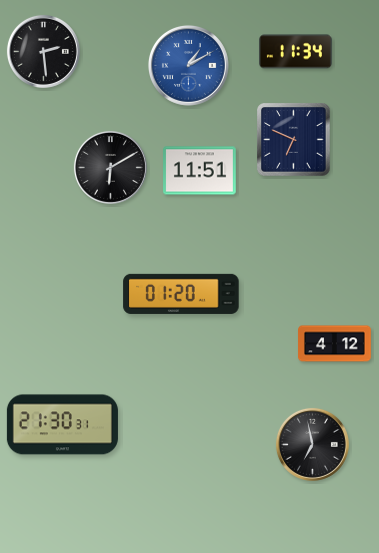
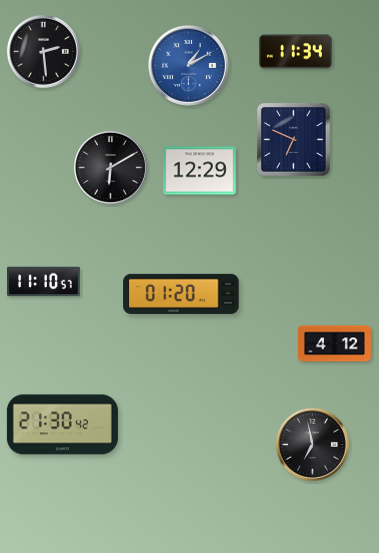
clock at (200, 171): 11:51 -> 12:29
clock at (44, 282): none -> 11:10
clock at (62, 425): 21:30:31 -> 21:30:42
